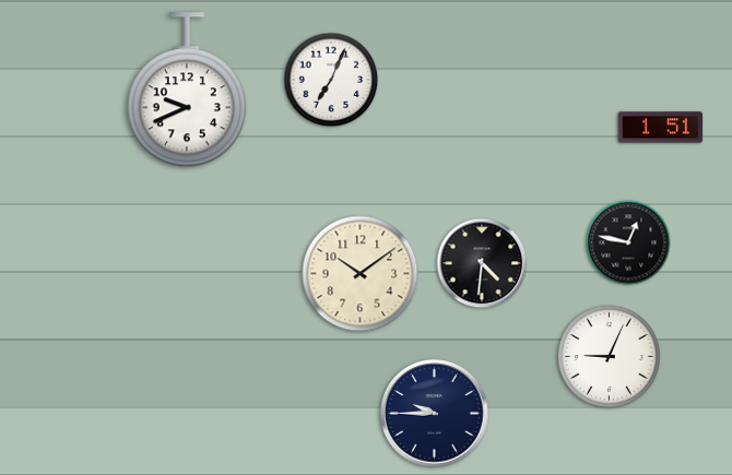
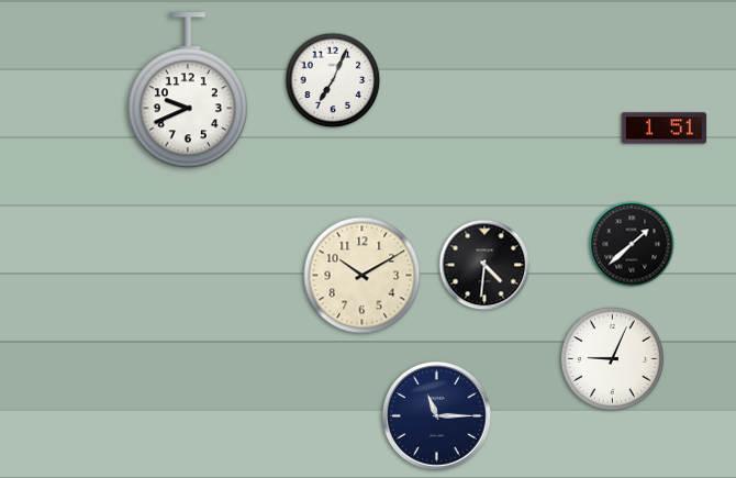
clock at (628, 242): 12:47 -> 1:38
clock at (361, 274): 10:09 -> 10:10
clock at (435, 414): 9:45 -> 11:15
